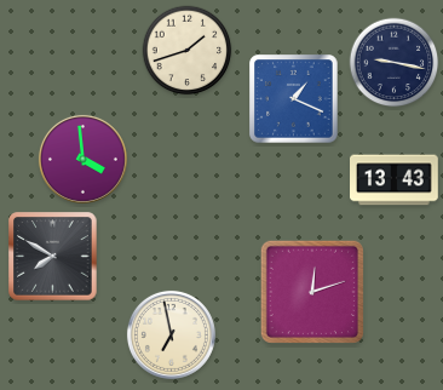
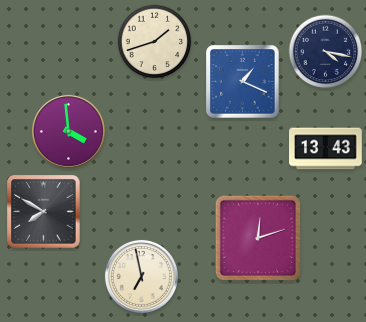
clock at (395, 63): 9:17 -> 4:17
clock at (311, 291) position: (311, 291) -> (257, 237)
